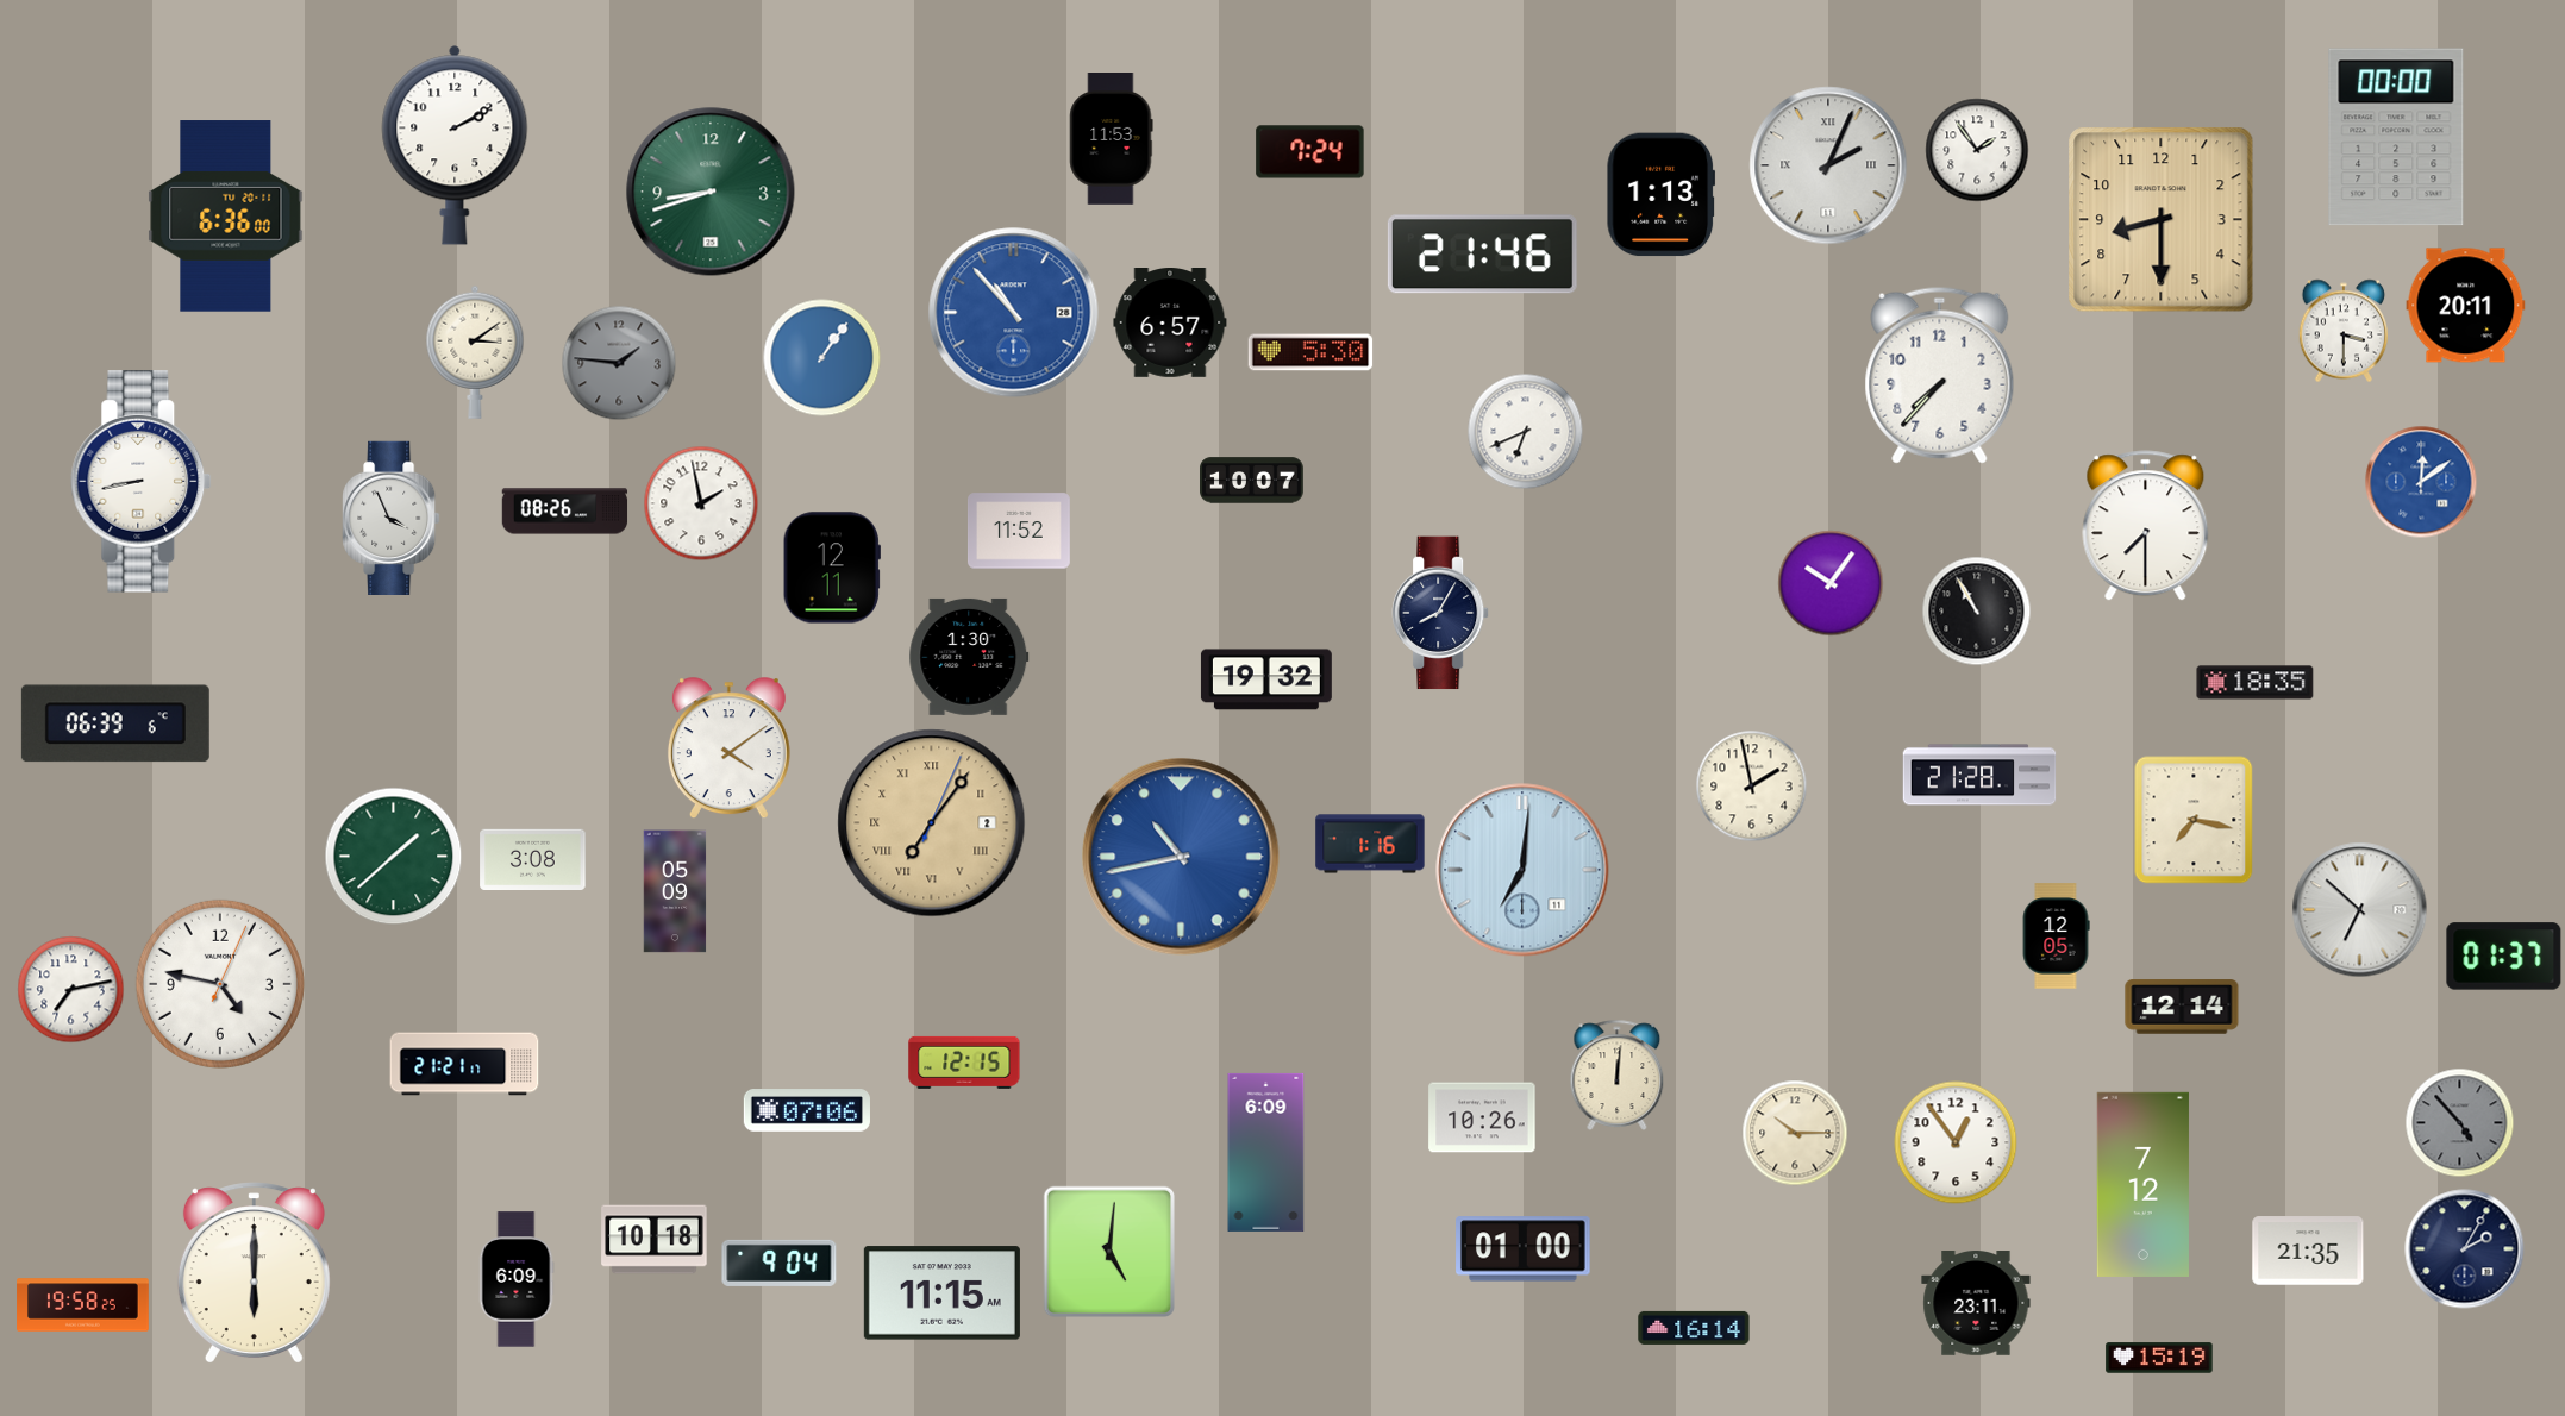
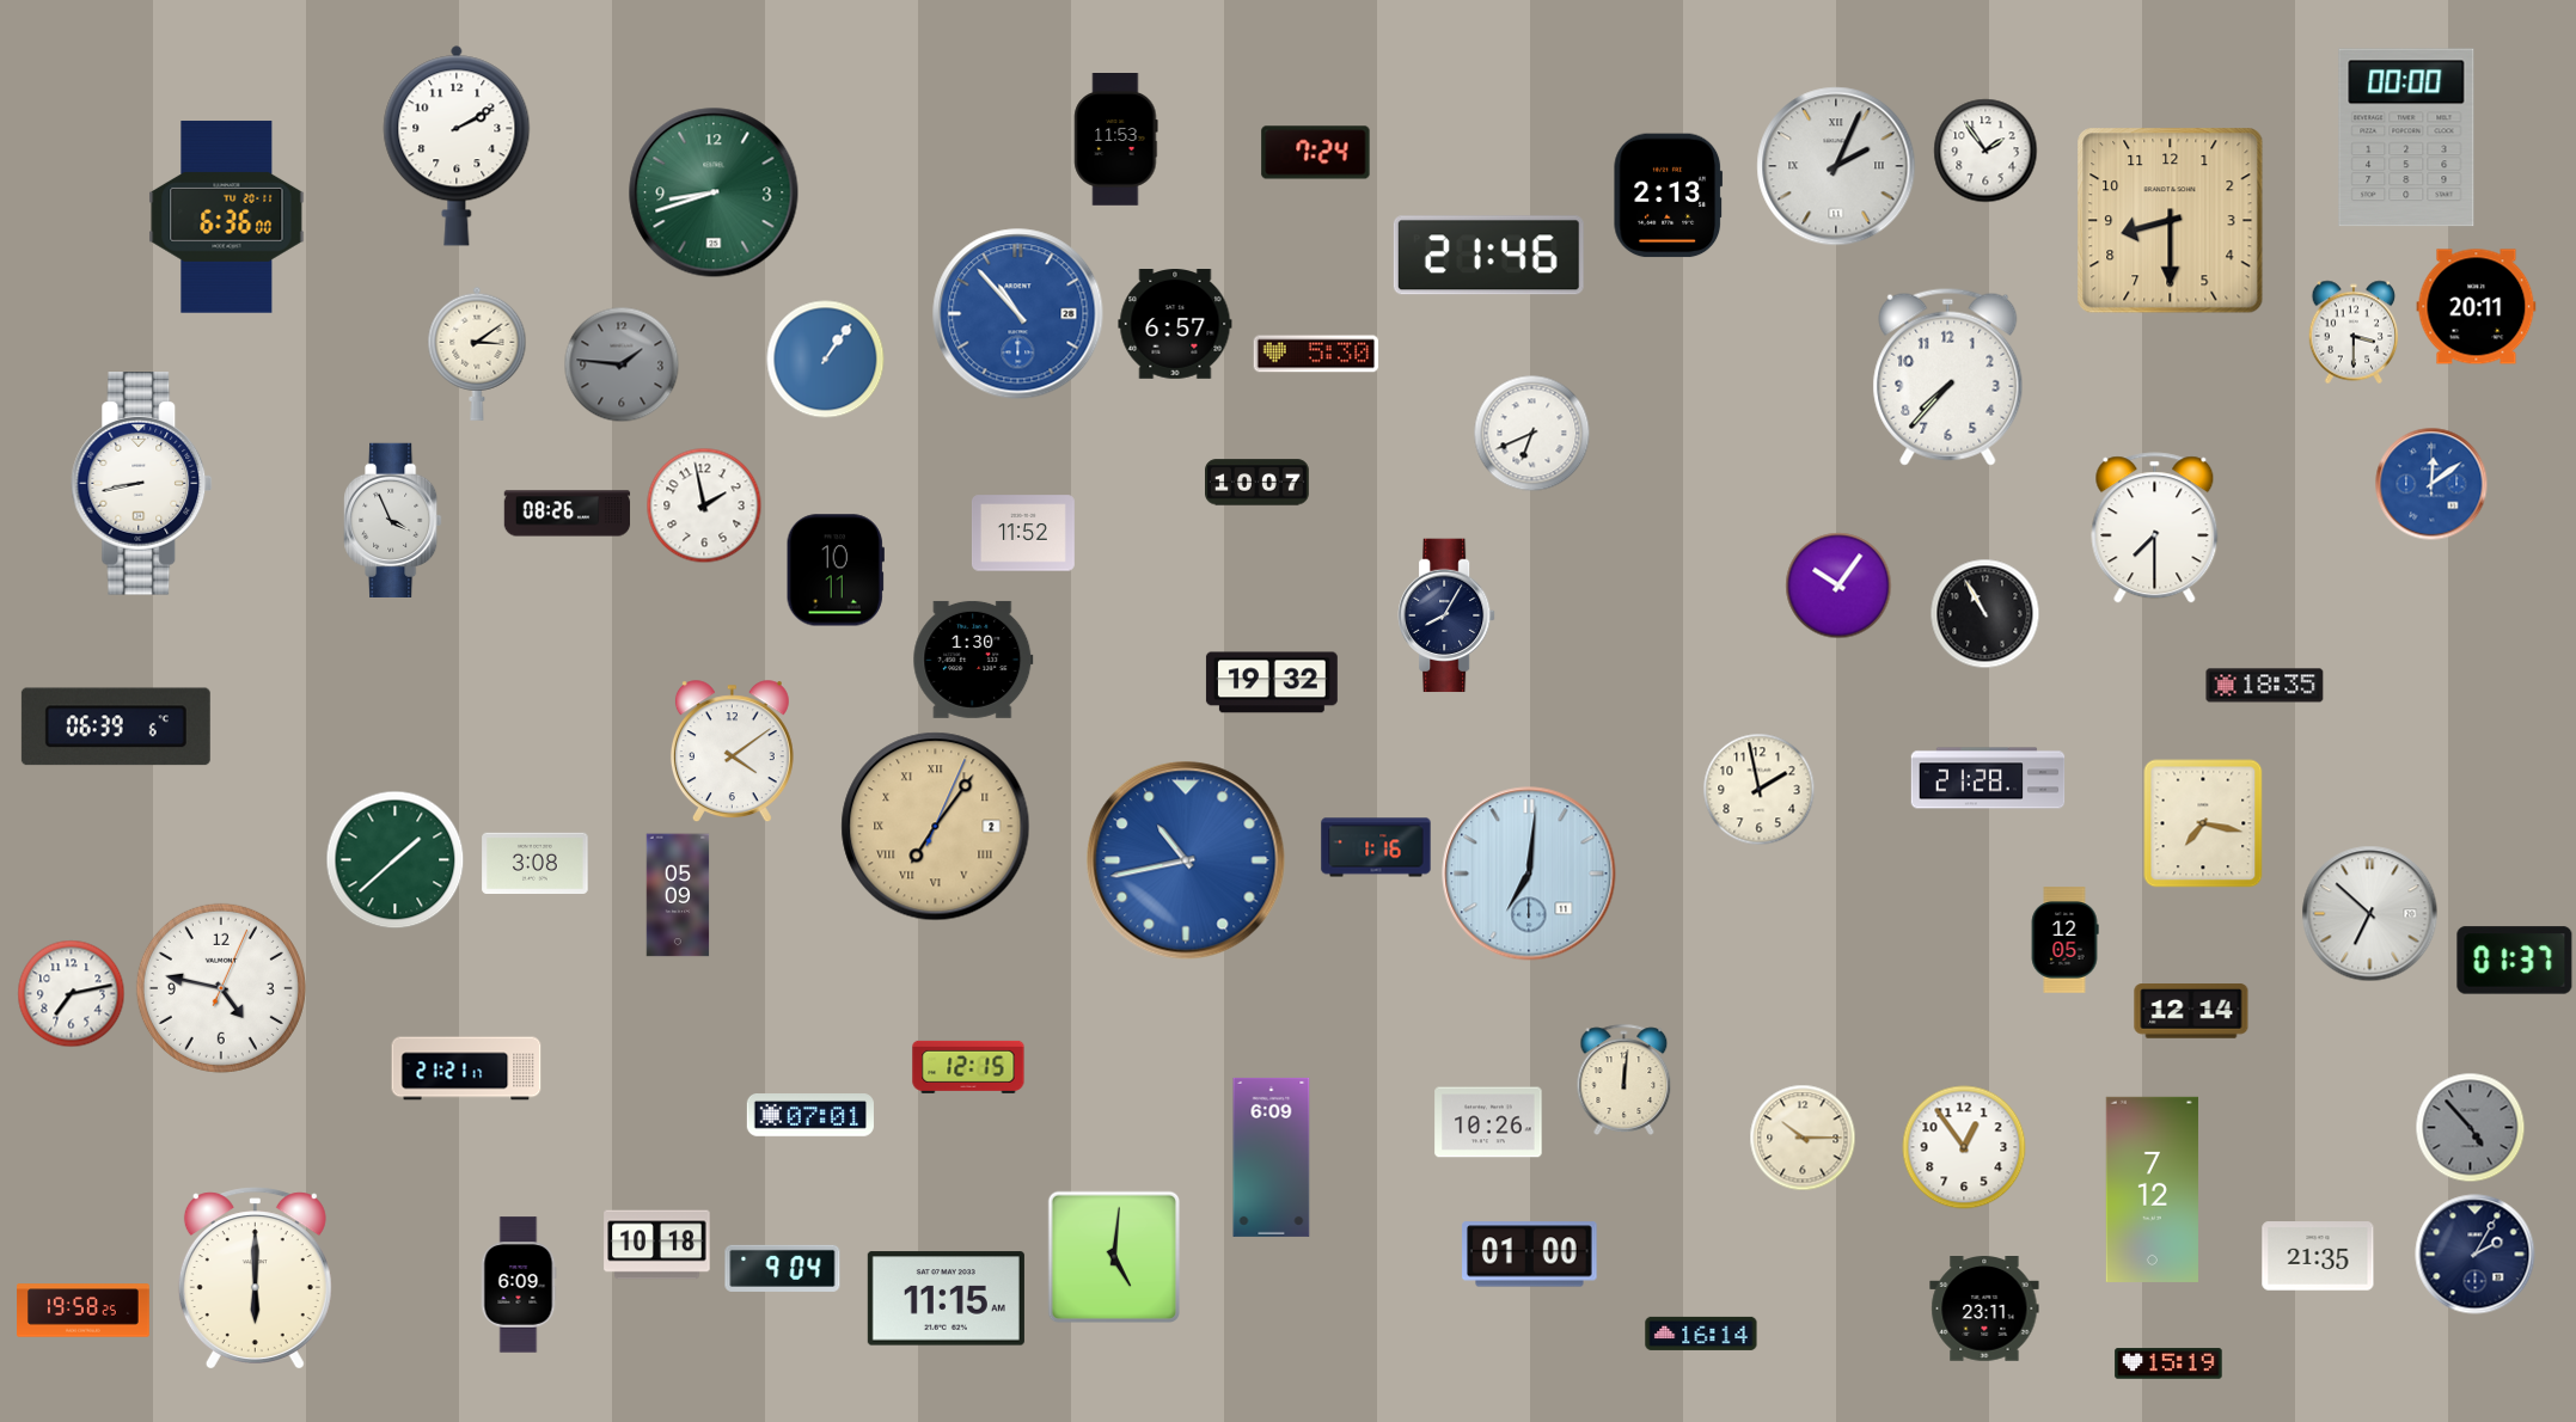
clock at (1662, 195): 1:13 -> 2:13
clock at (832, 568): 12:11 -> 10:11
clock at (806, 1110): 07:06 -> 07:01
